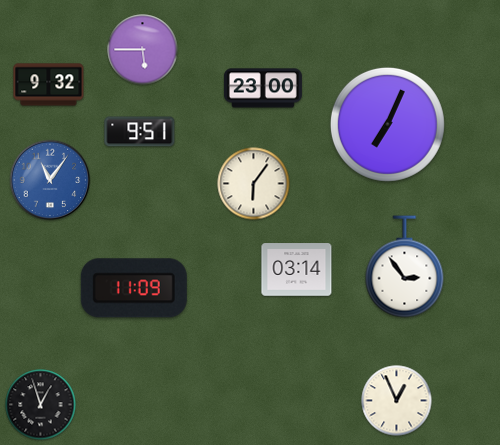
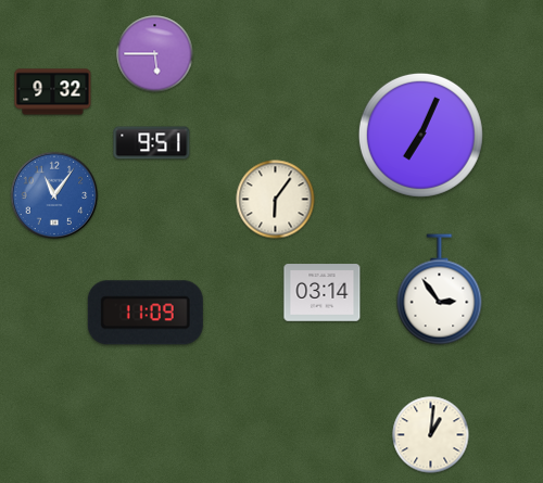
clock at (263, 88): 23:00 -> none
clock at (397, 401): 12:56 -> 1:01
clock at (41, 405): 12:57 -> none
